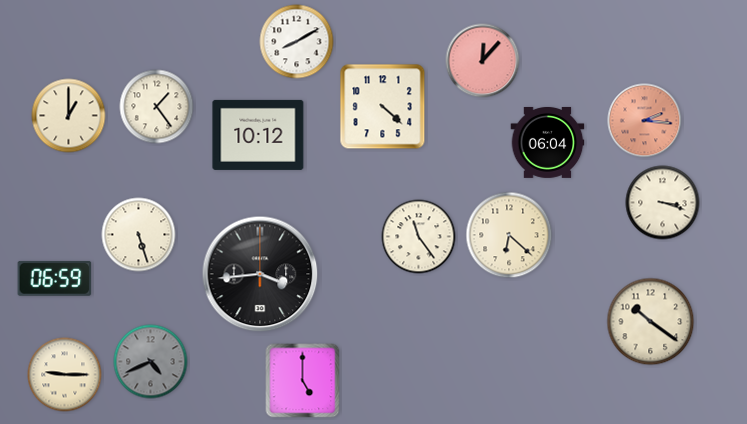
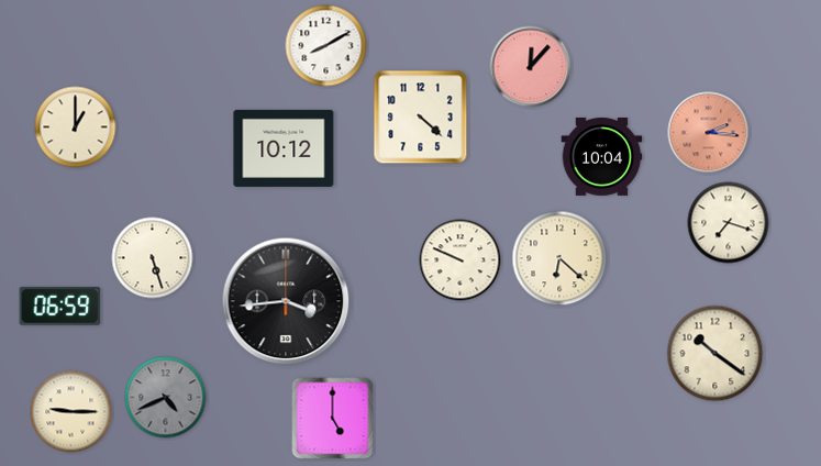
clock at (157, 107): 1:24 -> none
clock at (548, 142): 06:04 -> 10:04
clock at (663, 203): 3:18 -> 7:18
clock at (419, 237): 11:24 -> 9:49
